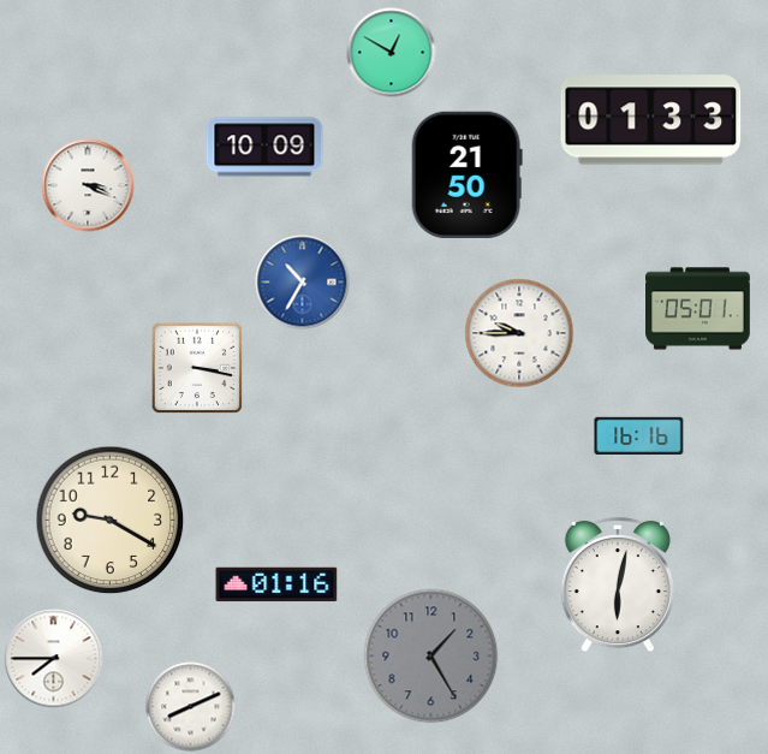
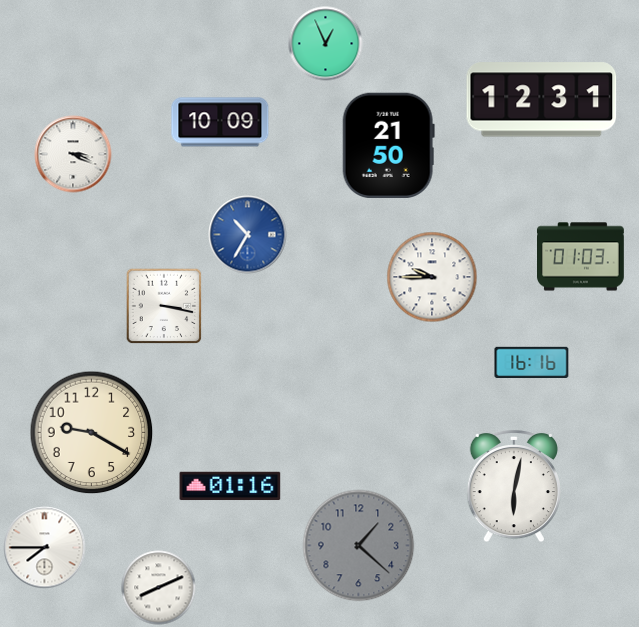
clock at (392, 53): 12:50 -> 12:56
clock at (651, 120): 01:33 -> 12:31
clock at (303, 283) position: (303, 283) -> (248, 235)
clock at (698, 309): 05:01 -> 01:03
clock at (431, 657): 1:25 -> 1:22
